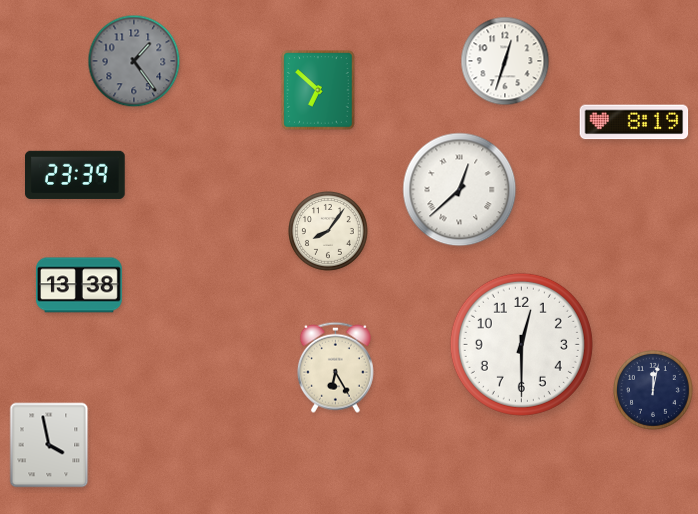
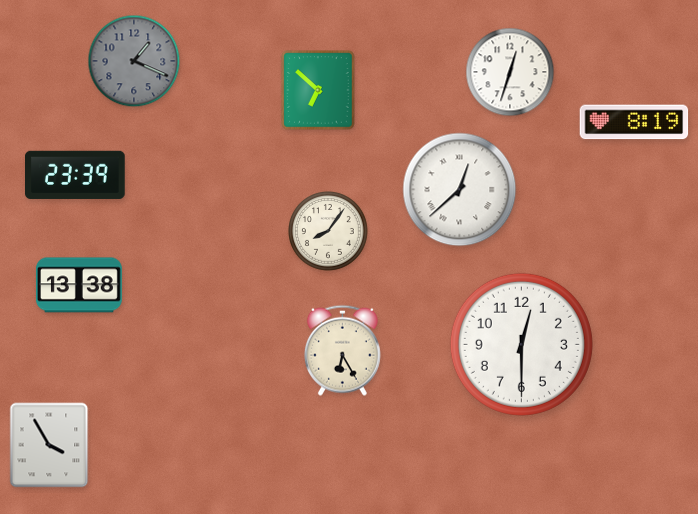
clock at (134, 61): 1:24 -> 1:19
clock at (505, 61) position: (505, 61) -> (510, 72)
clock at (335, 367) position: (335, 367) -> (342, 350)
clock at (654, 391): 12:02 -> none
clock at (49, 445): 3:58 -> 3:55
